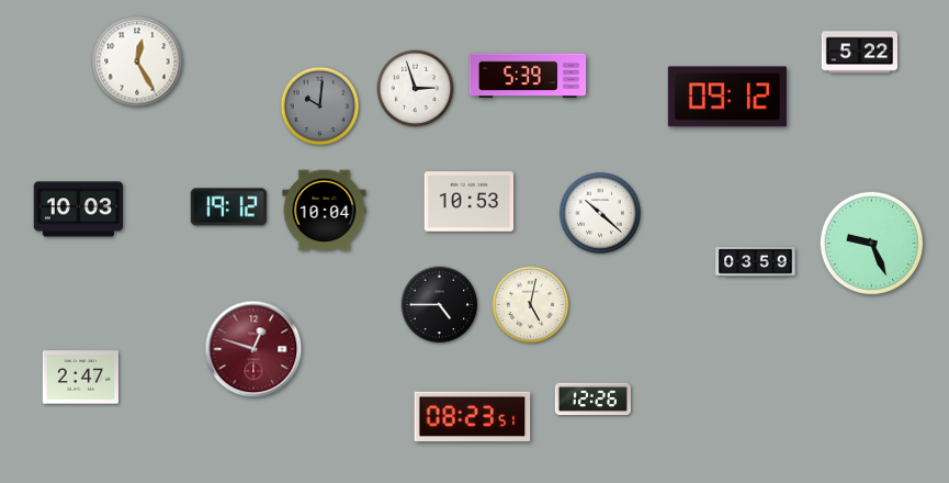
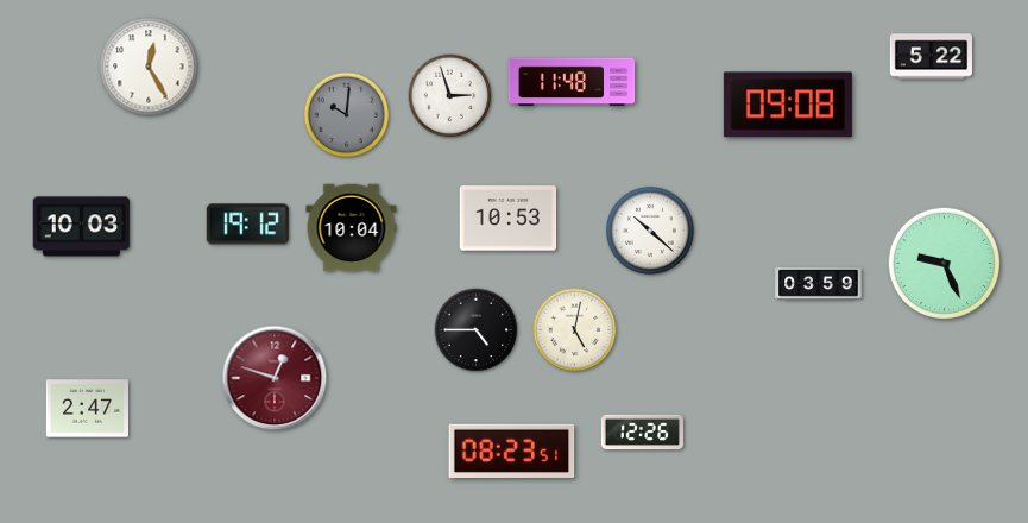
clock at (528, 76): 5:39 -> 11:48
clock at (727, 97): 09:12 -> 09:08
clock at (79, 210) position: (79, 210) -> (82, 227)
